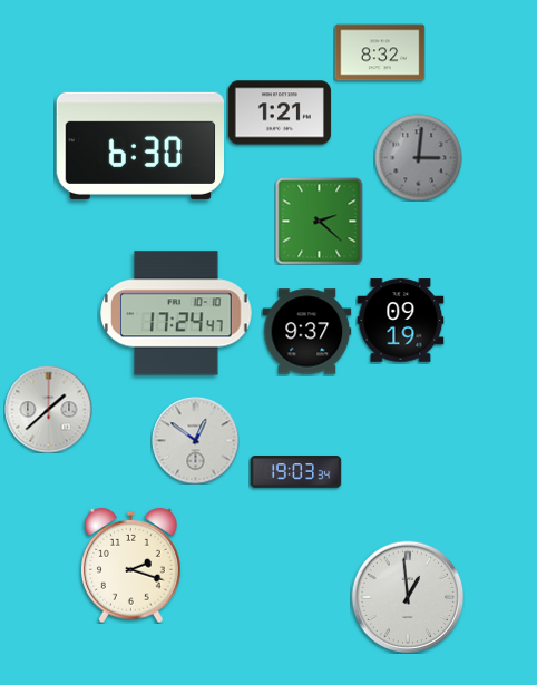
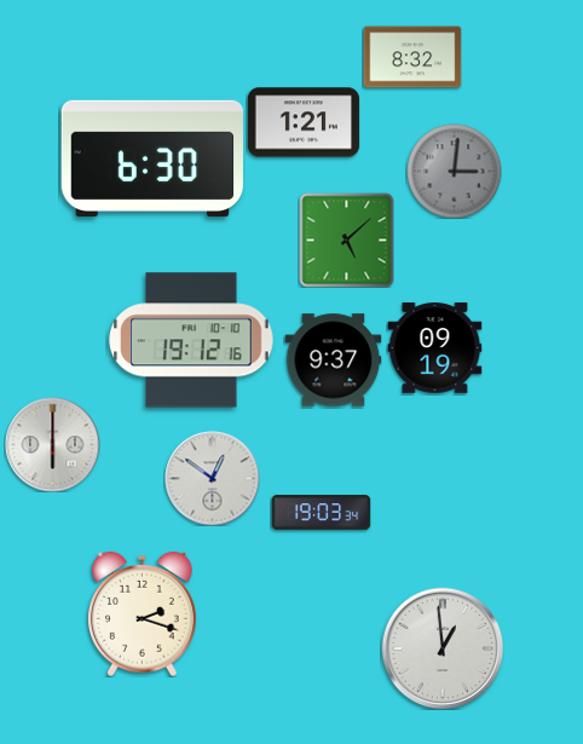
clock at (319, 221): 2:22 -> 5:08
clock at (176, 313): 17:24 -> 19:12
clock at (48, 409): 1:38 -> 6:00
